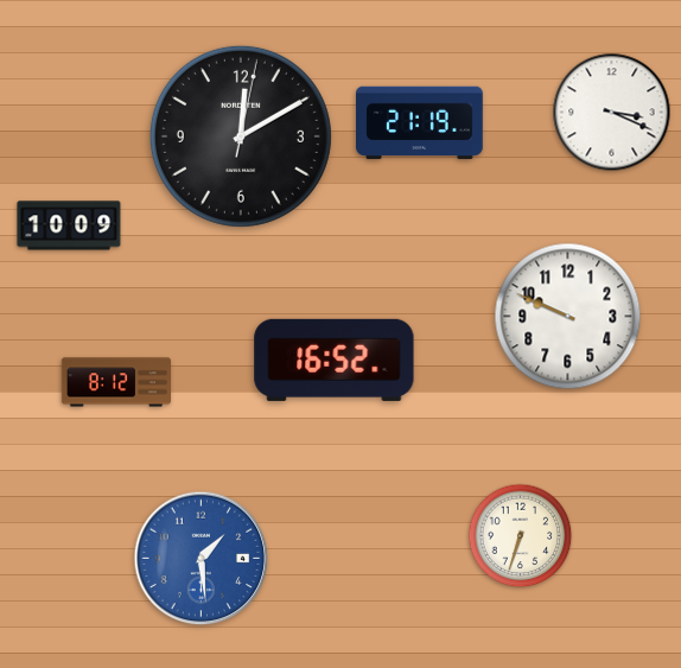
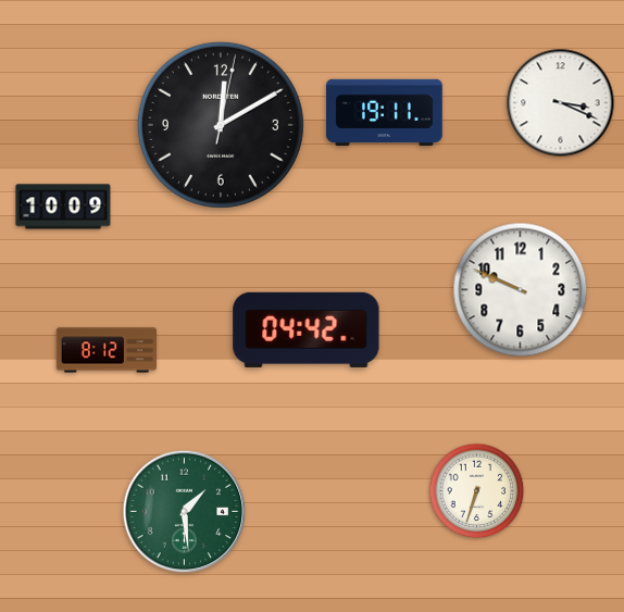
clock at (420, 123): 21:19 -> 19:11
clock at (335, 360): 16:52 -> 04:42
clock at (202, 559) dial: blue -> green
